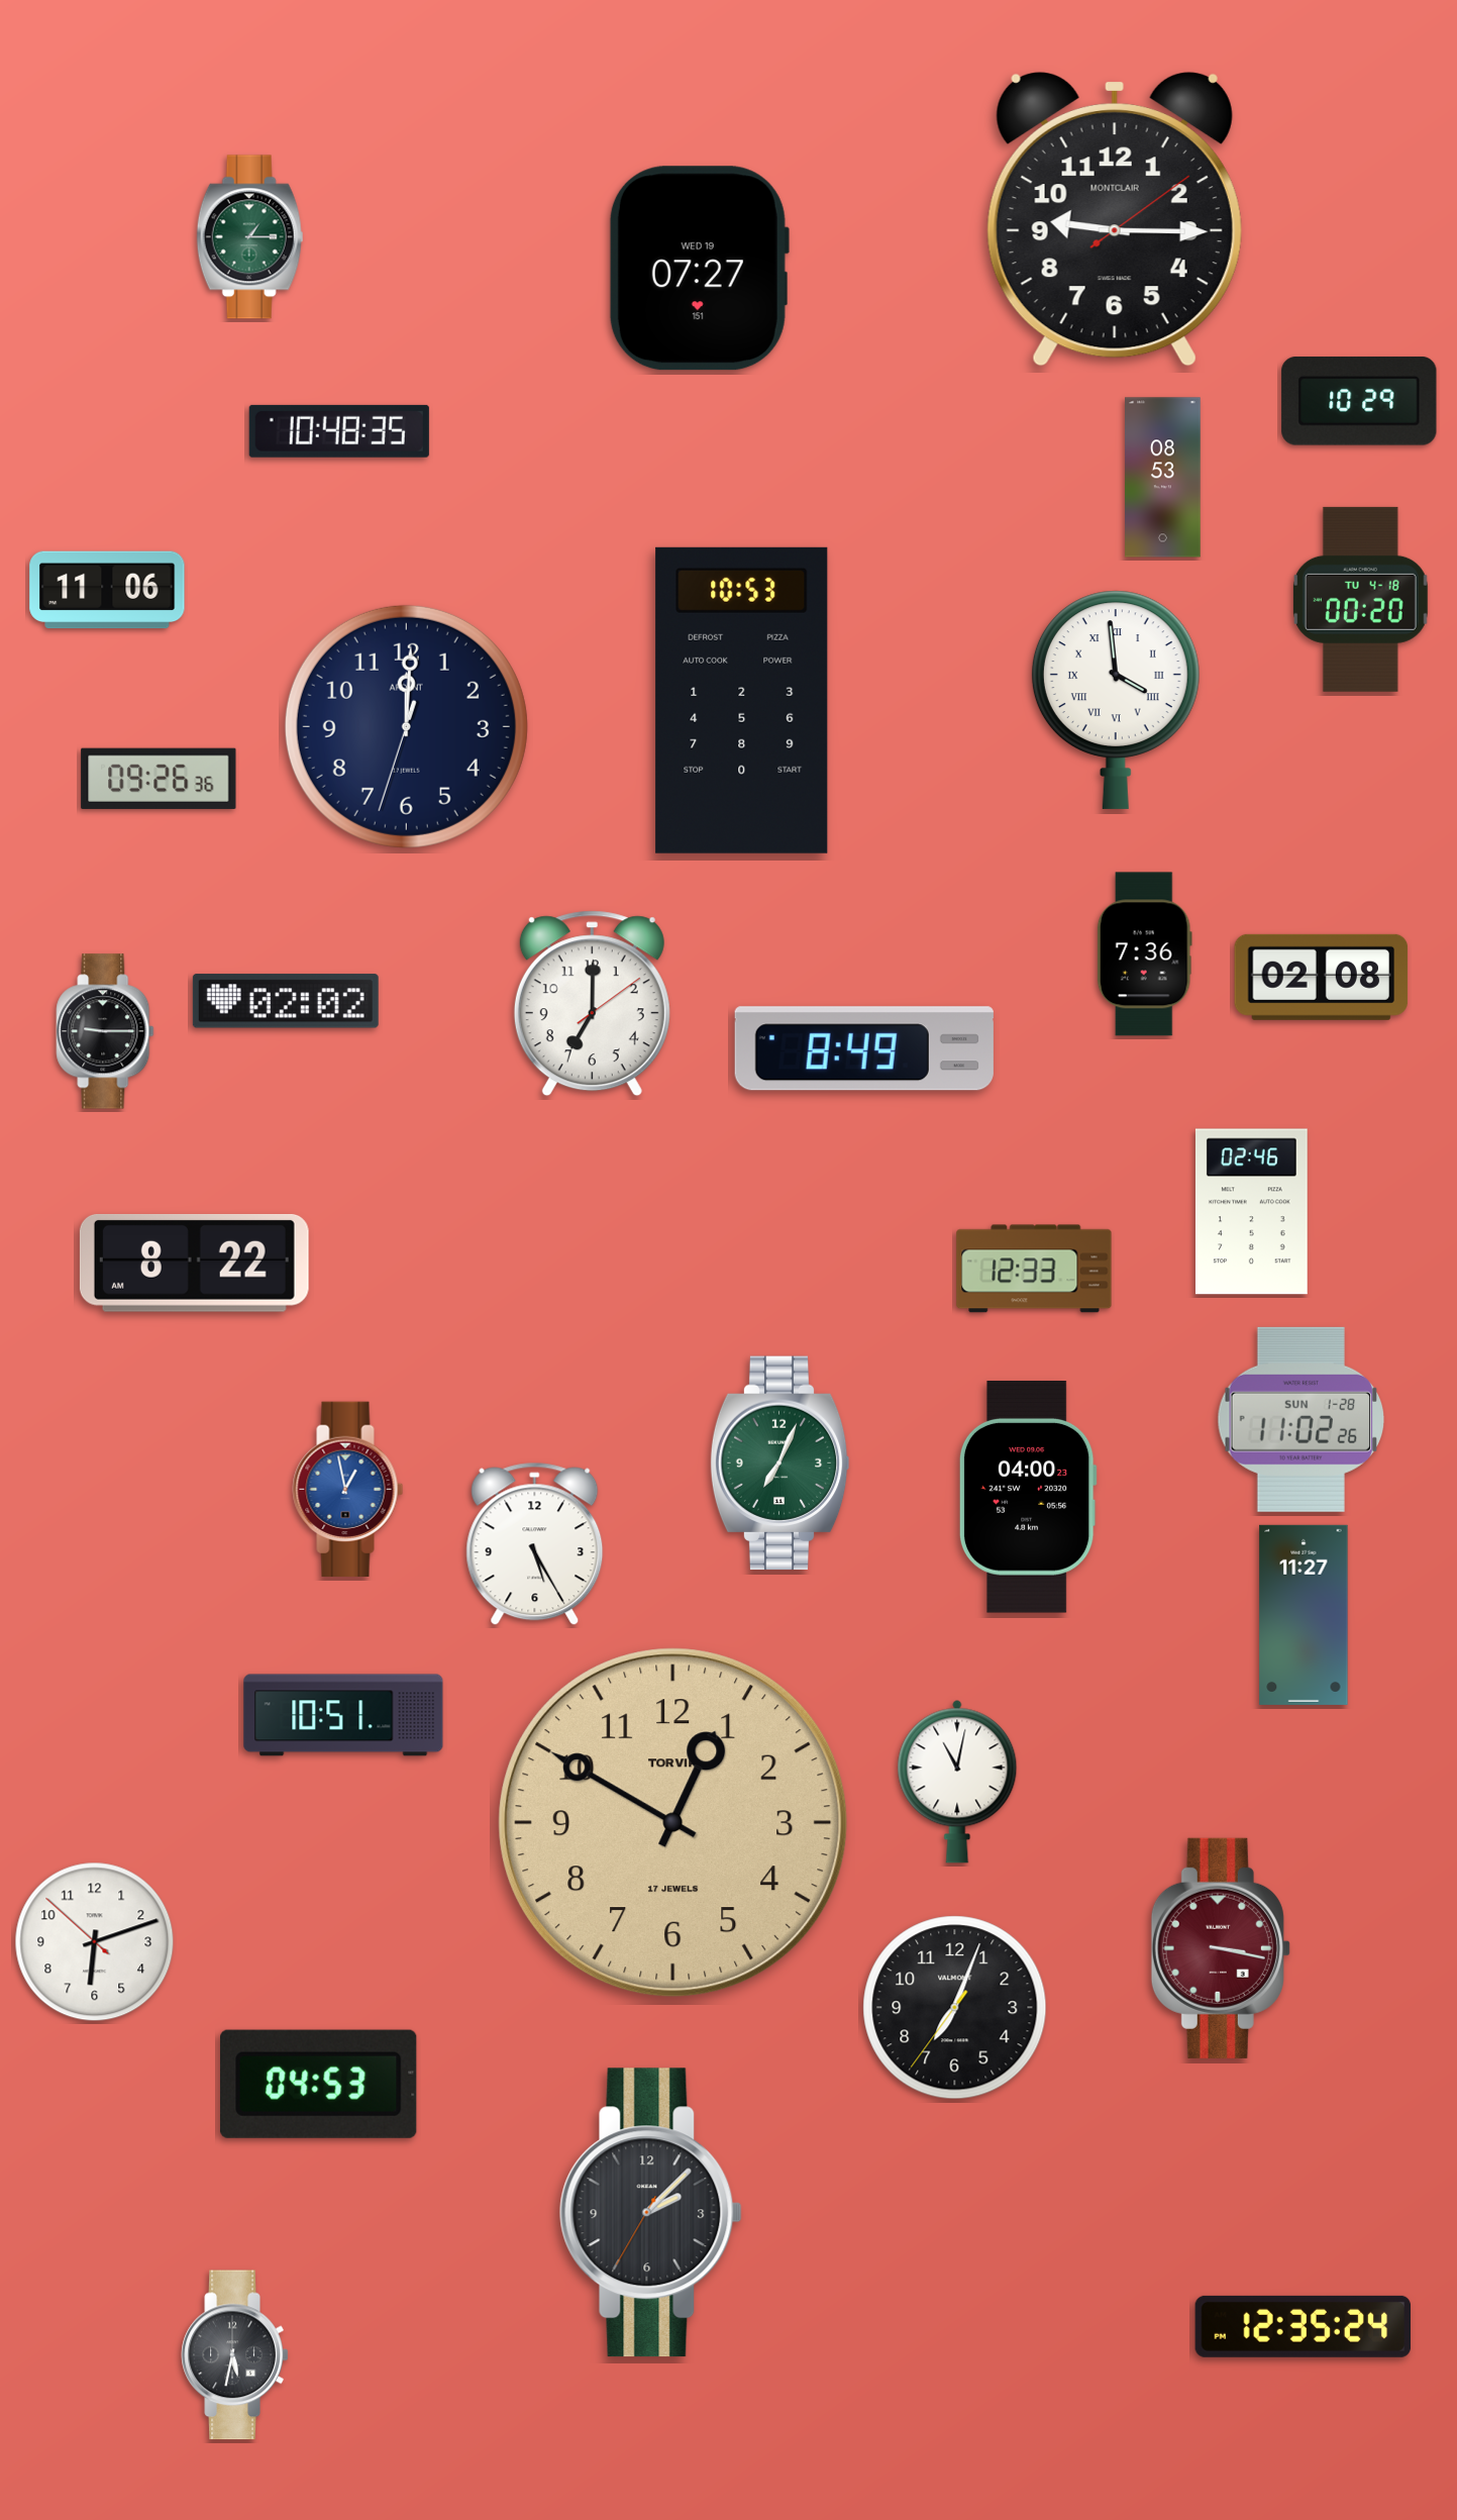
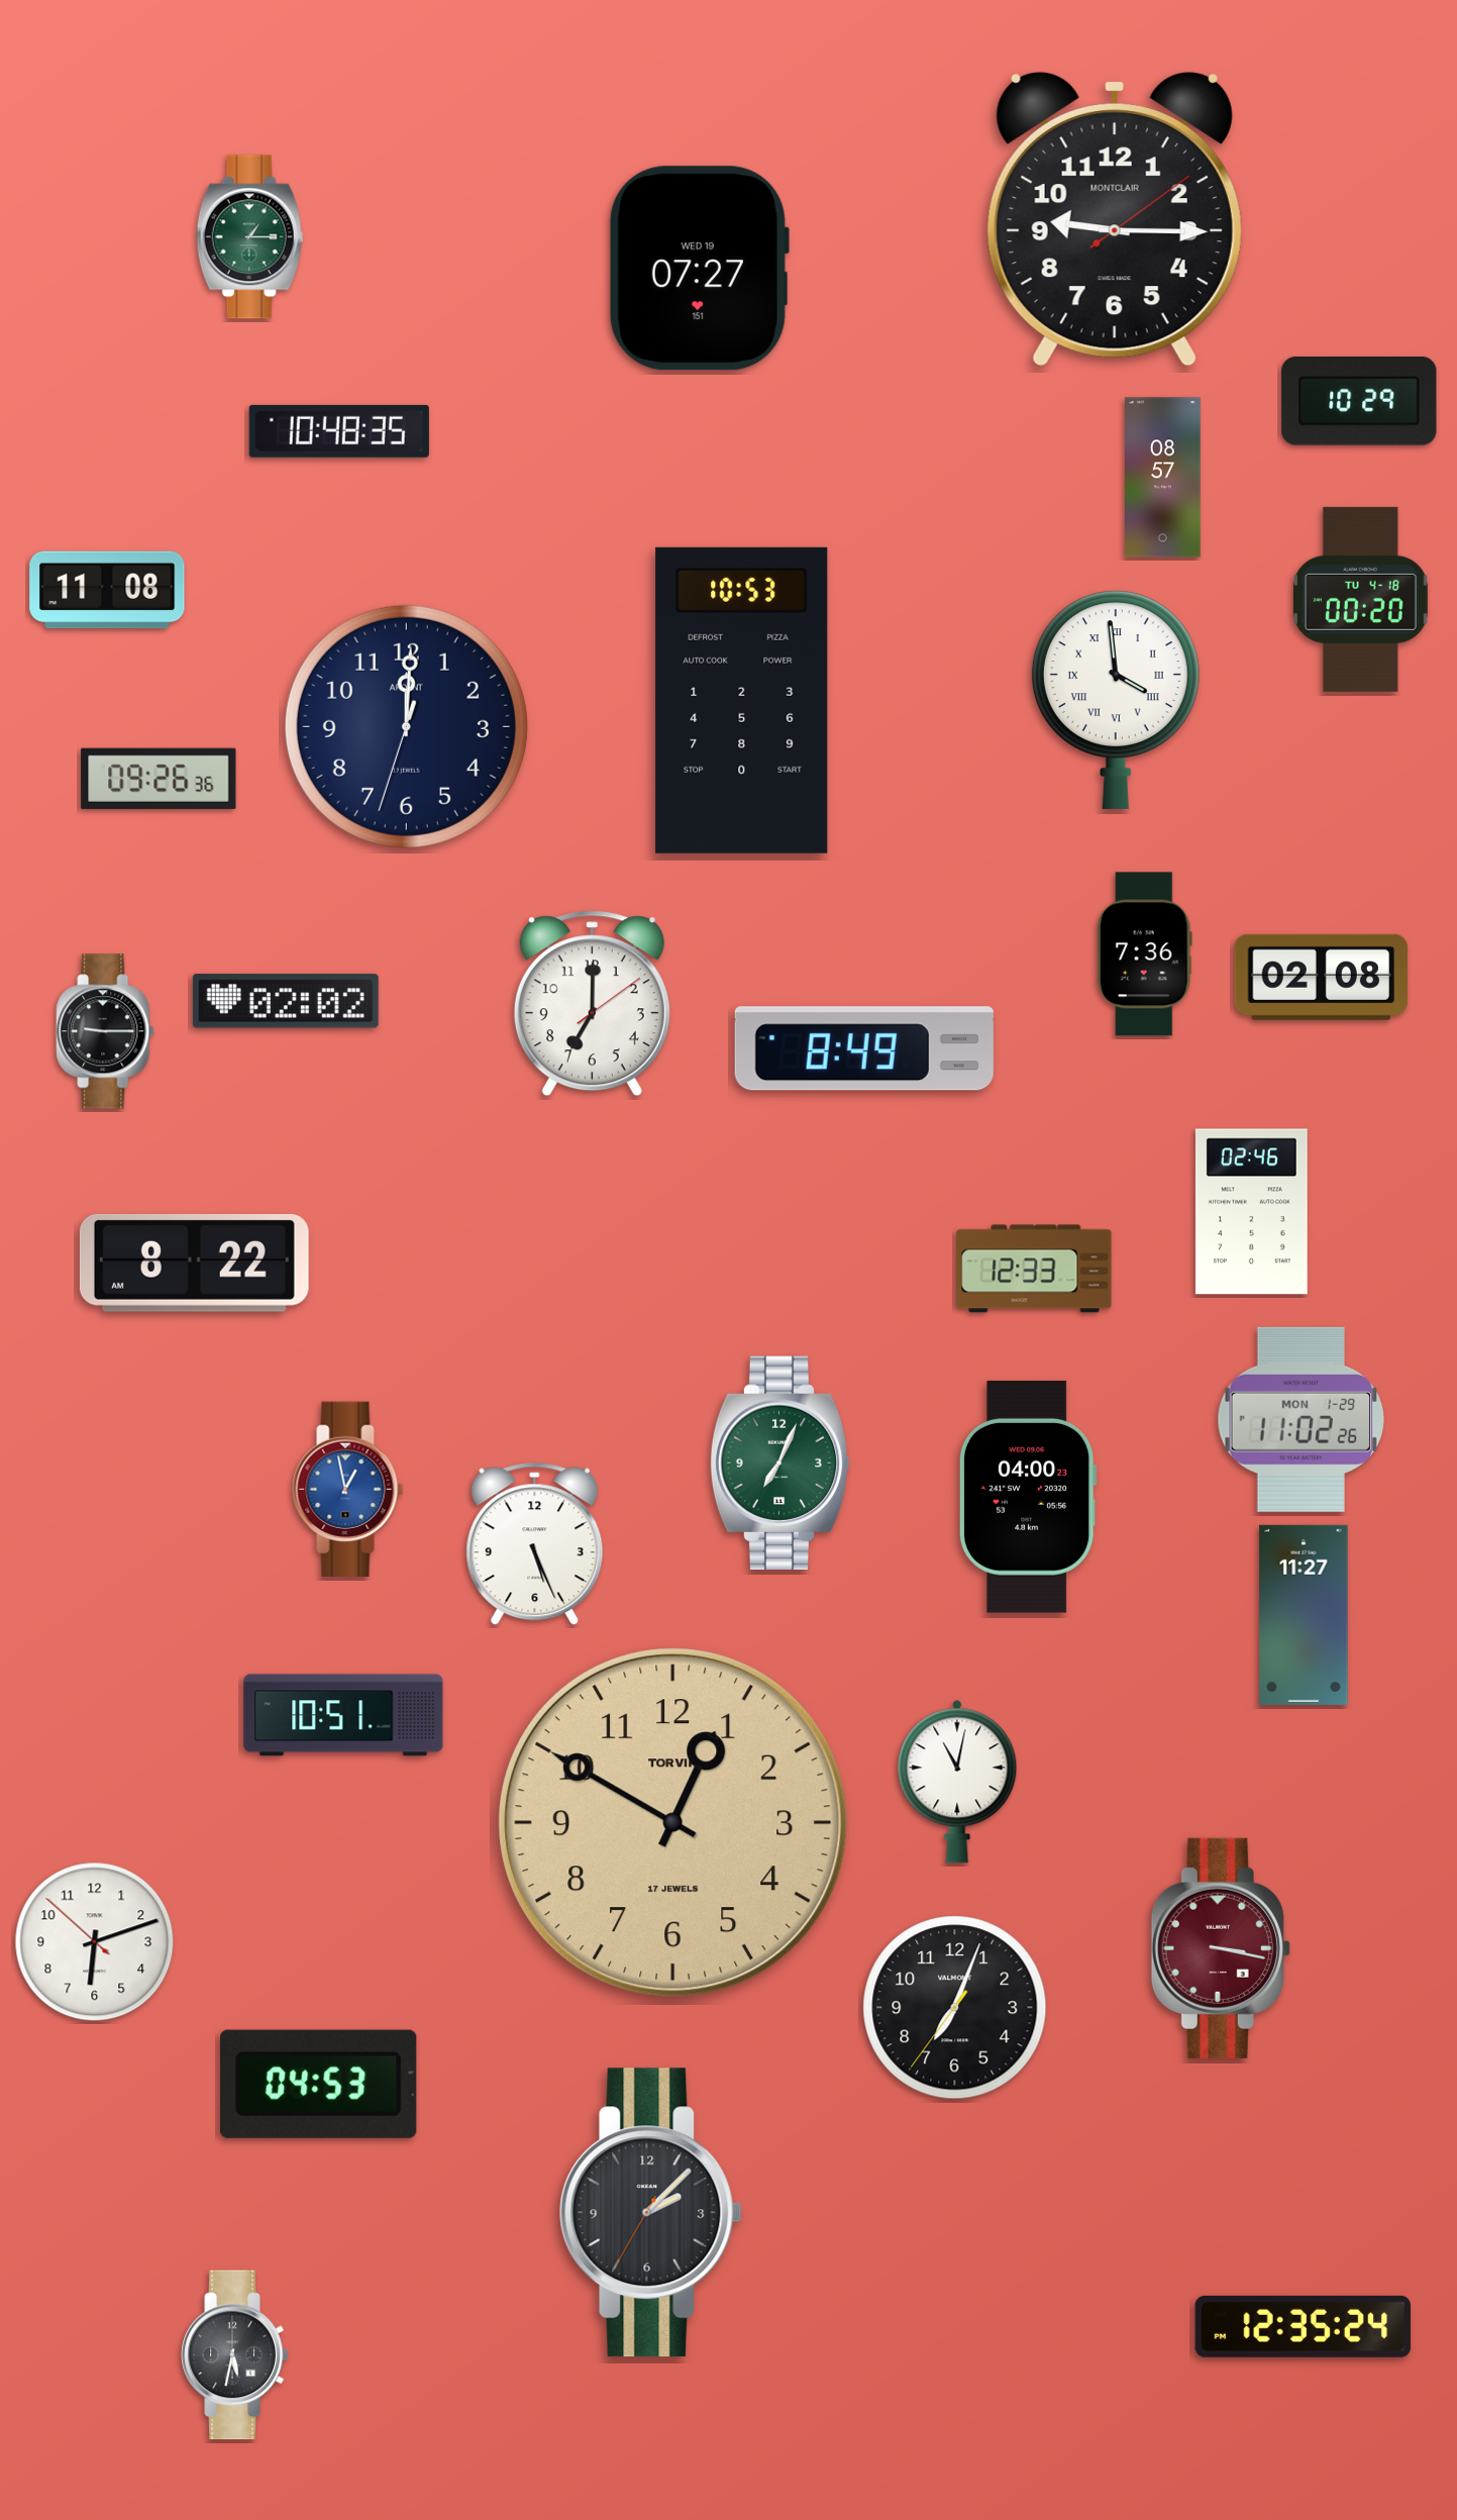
clock at (1163, 478): 08:53 -> 08:57
clock at (107, 590): 11:06 -> 11:08
clock at (1300, 1419) date: SUN 1-28 -> MON 1-29
clock at (535, 1544): 5:25 -> 5:26
